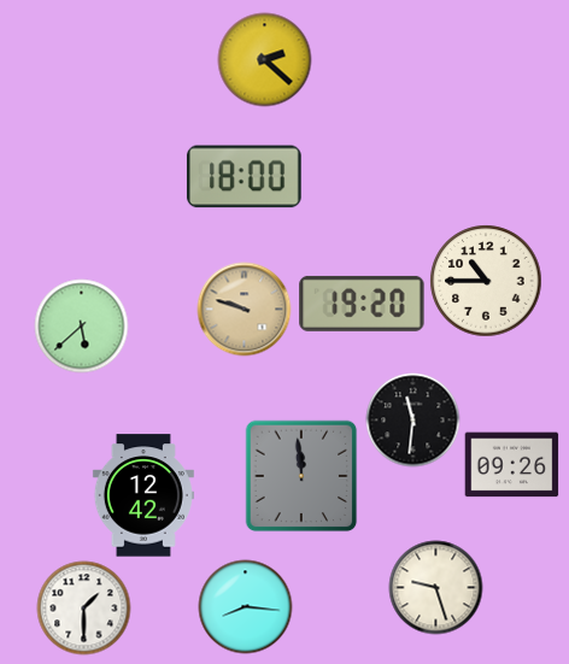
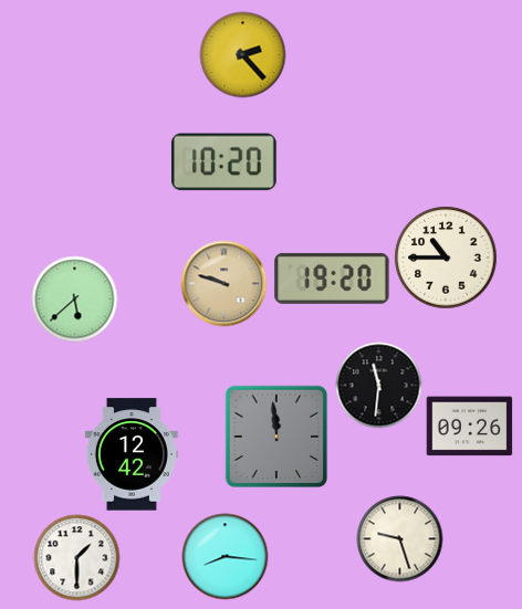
clock at (264, 59): 2:22 -> 2:23
clock at (244, 177): 18:00 -> 10:20
